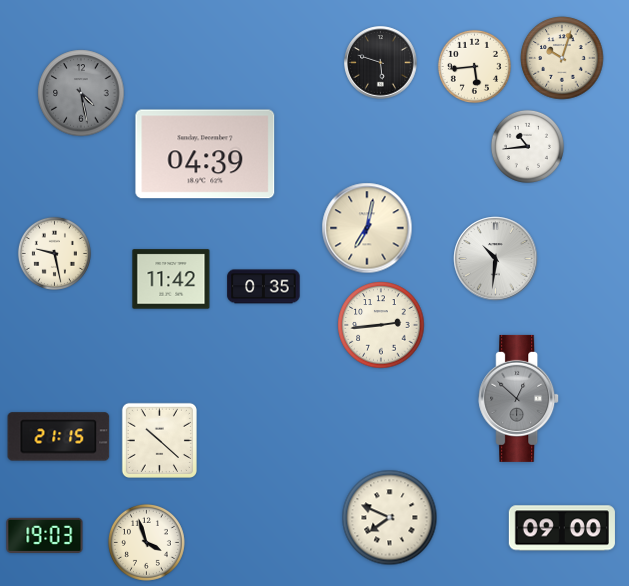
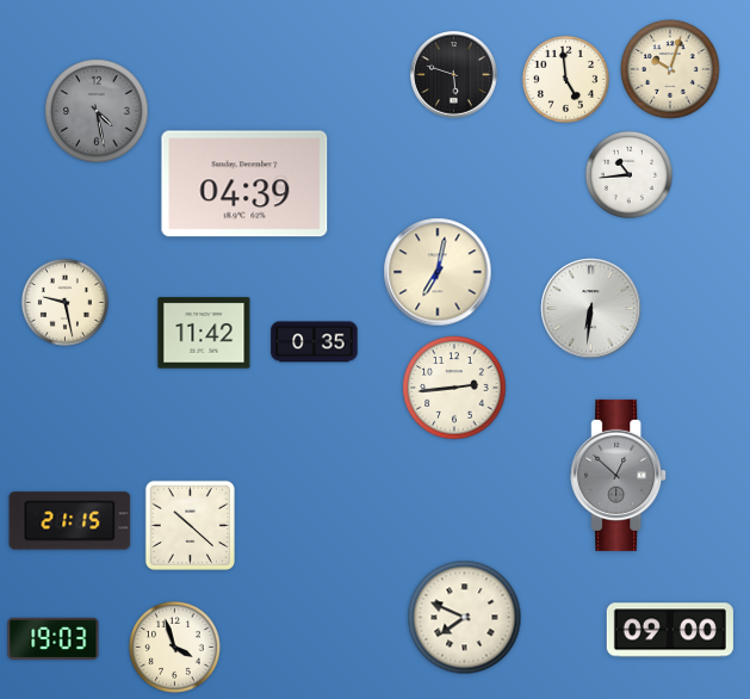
clock at (474, 66): 5:44 -> 4:59
clock at (496, 259): 10:31 -> 6:31
